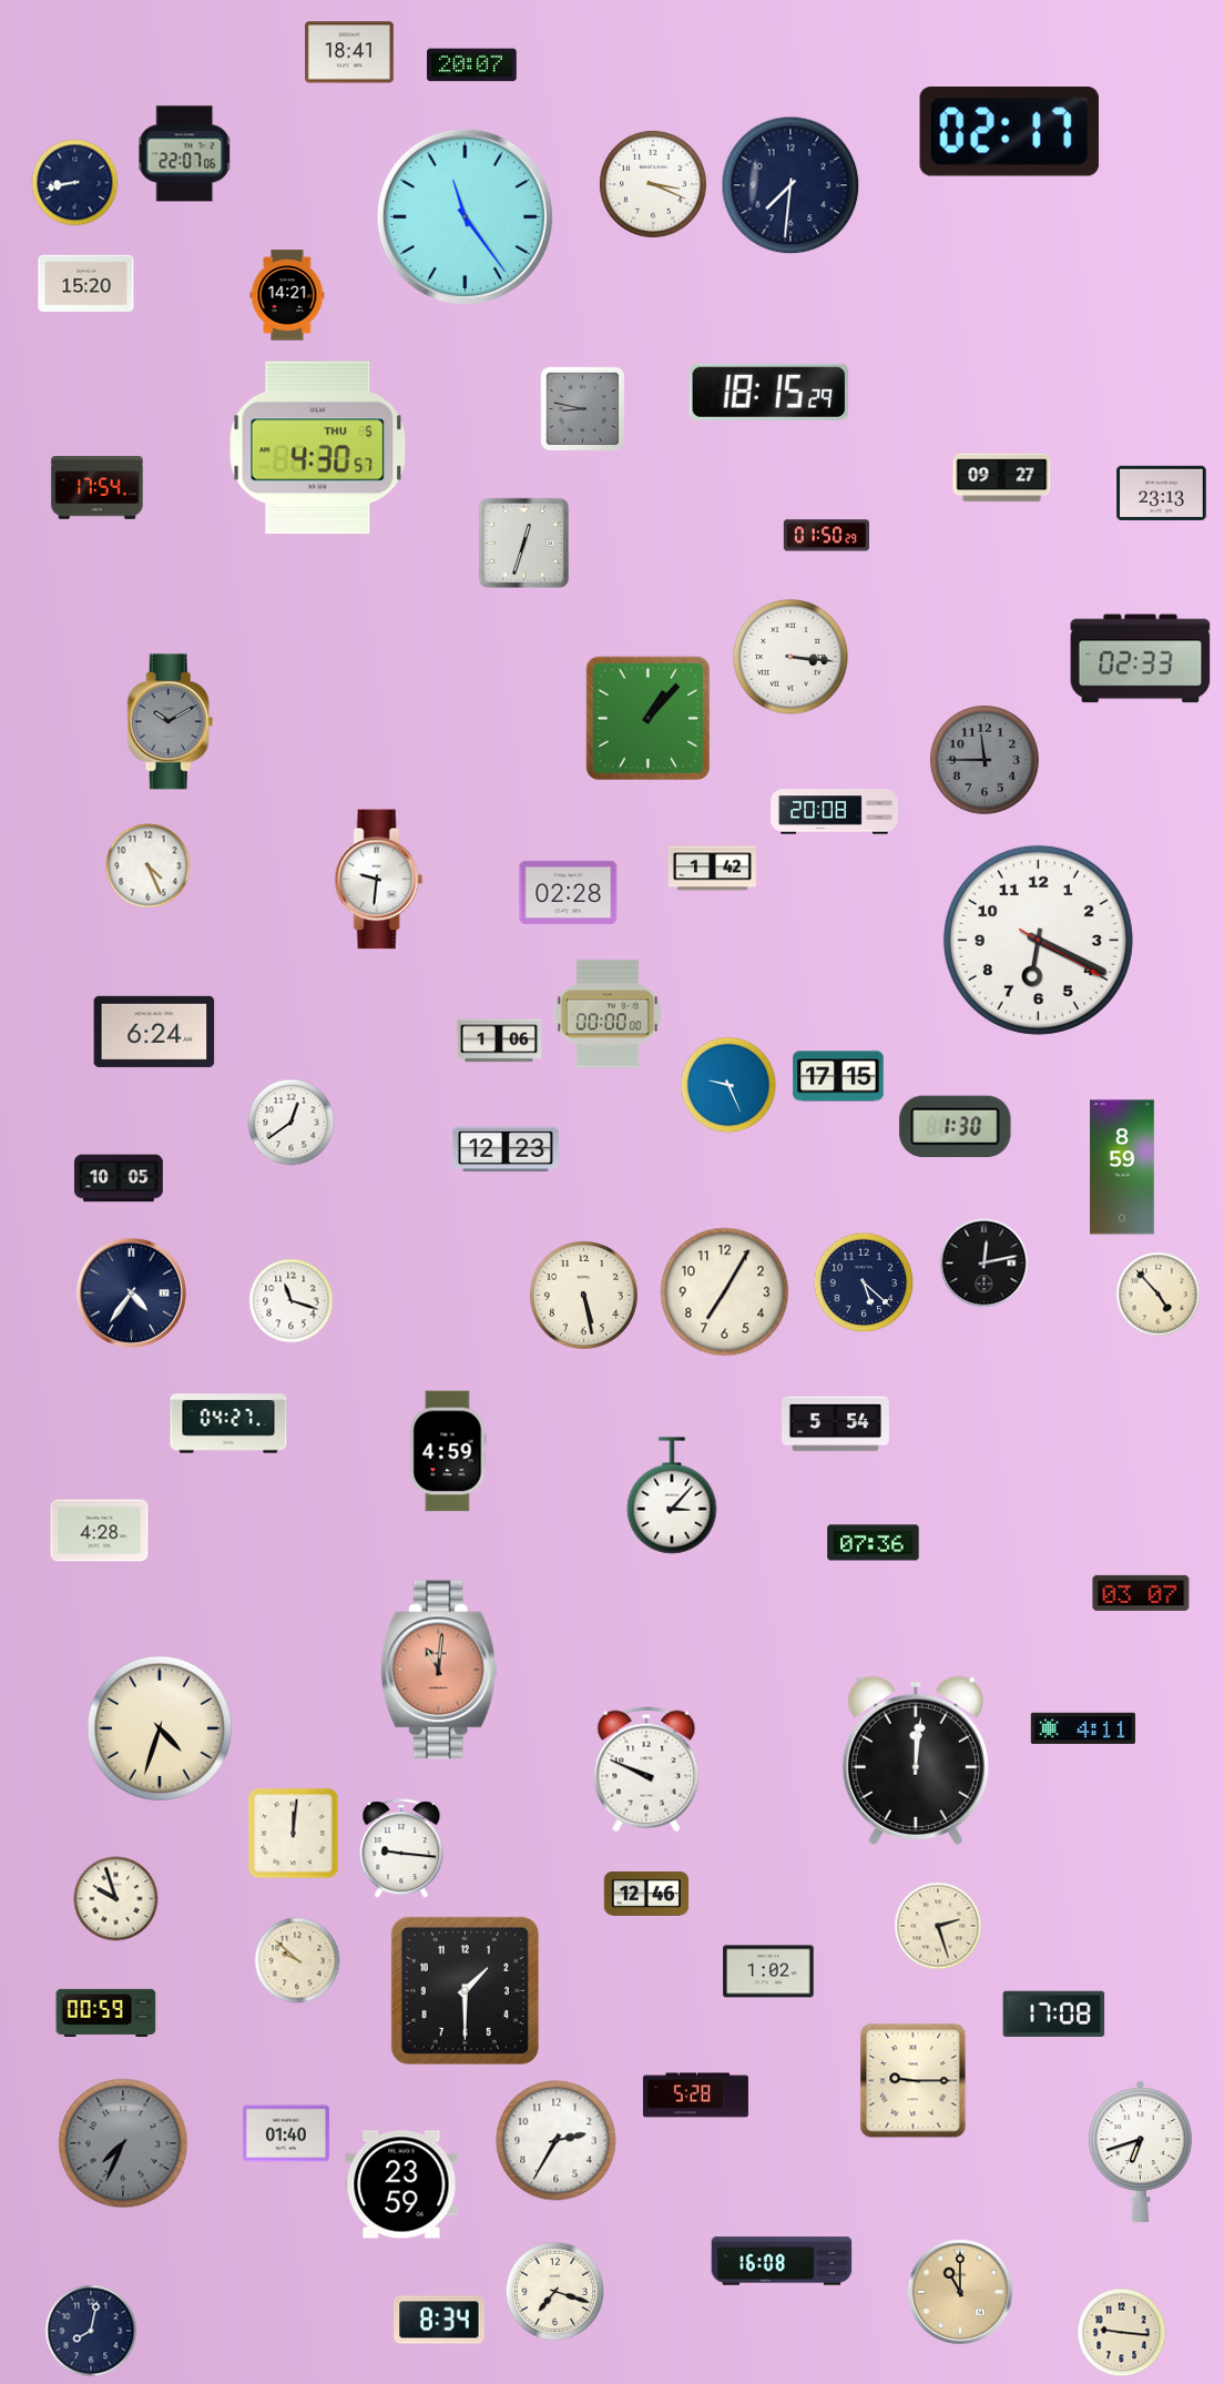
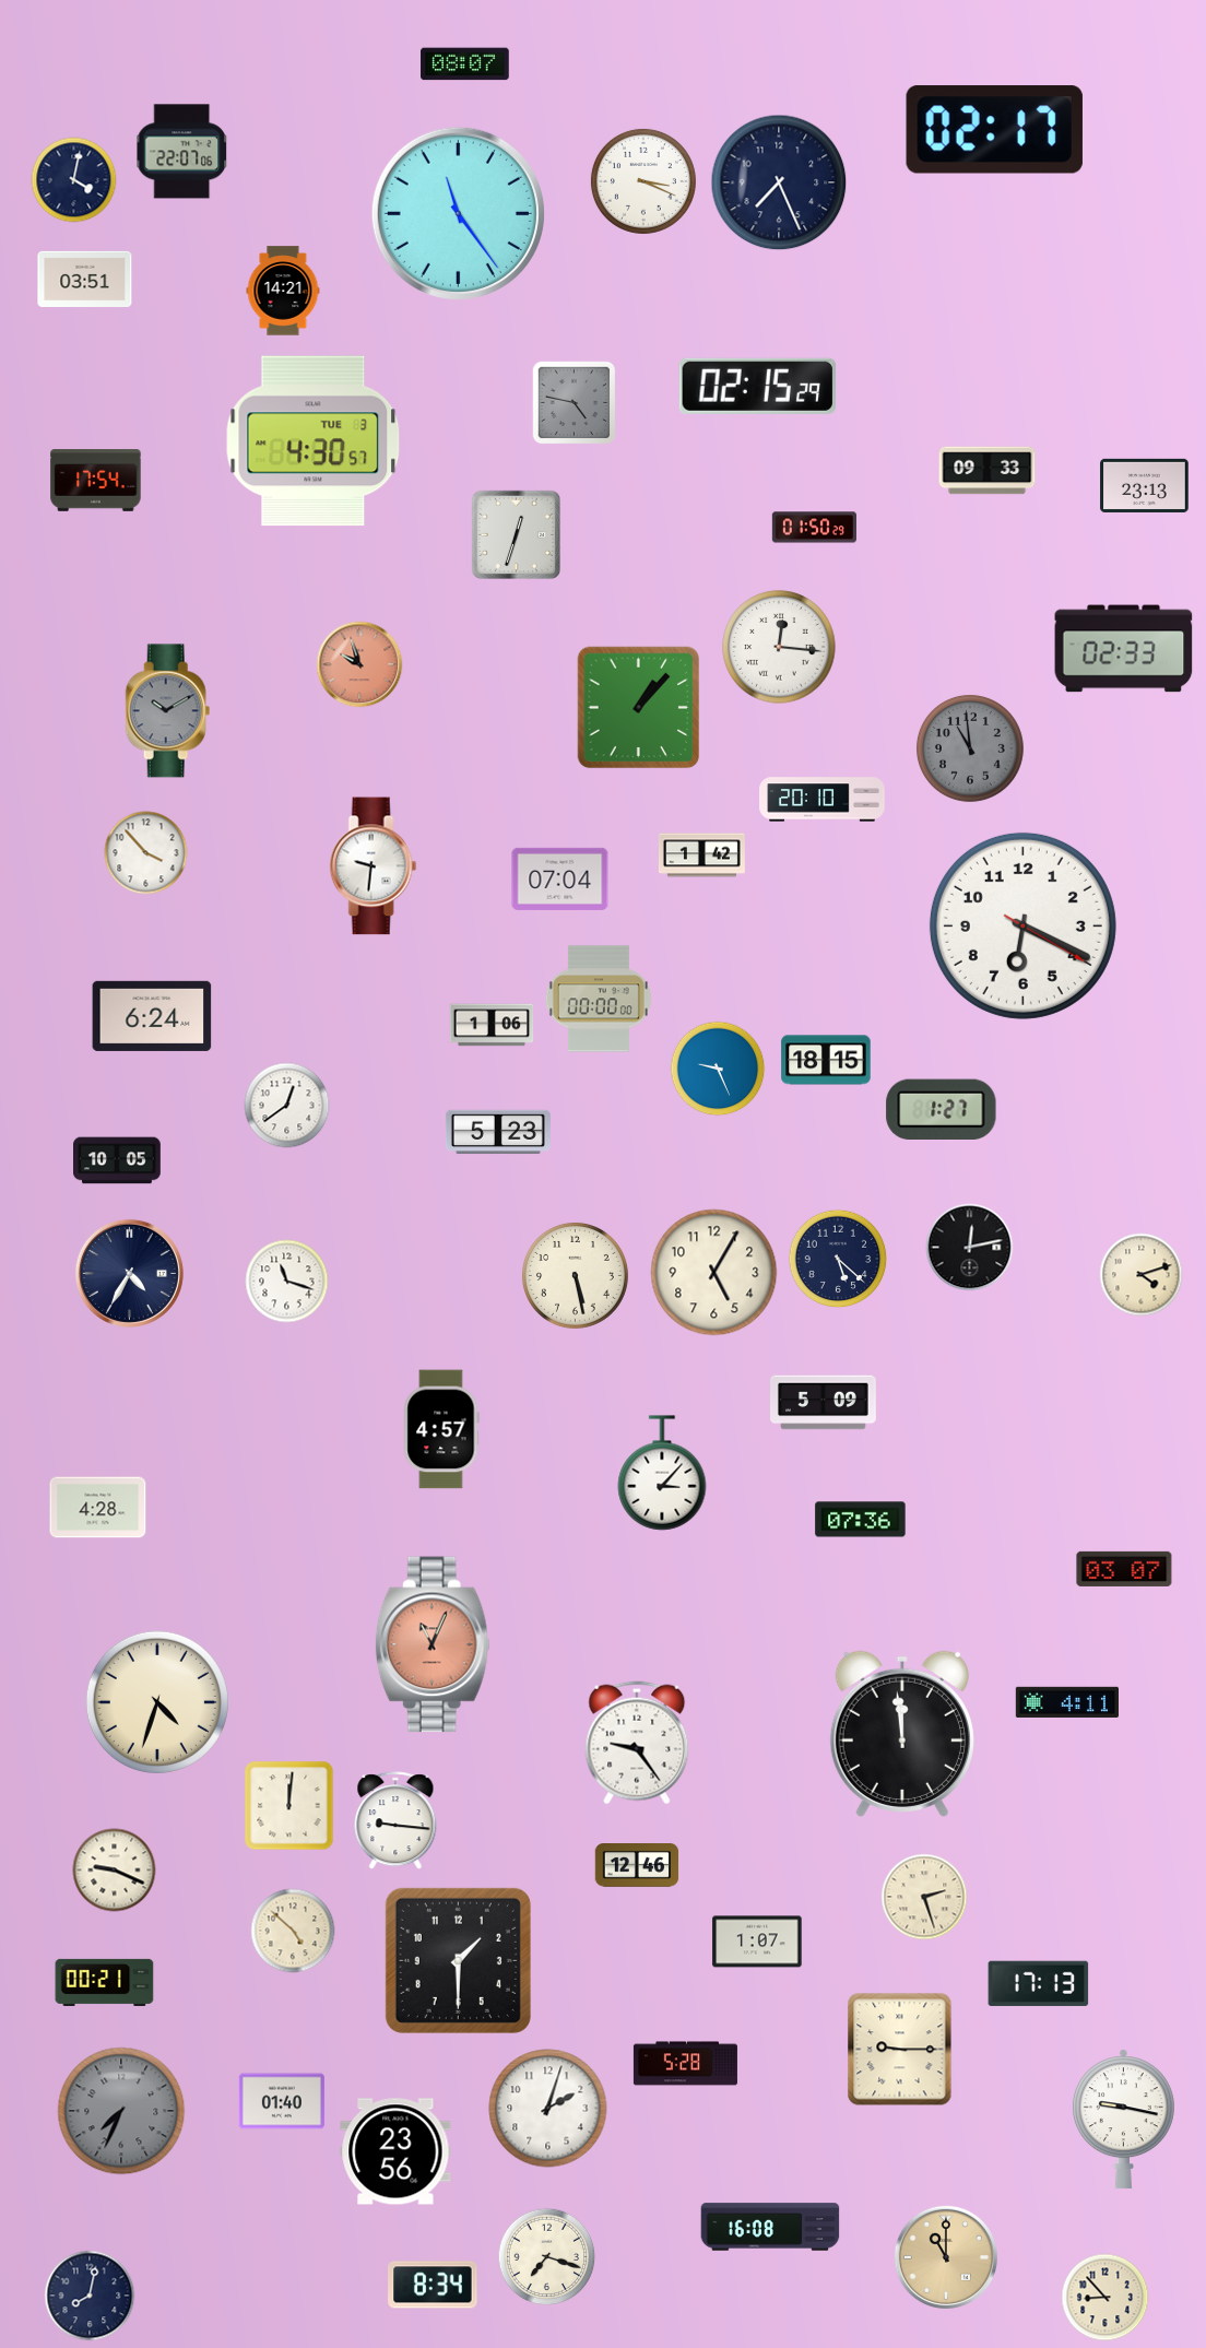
clock at (350, 52): 18:41 -> none
clock at (472, 65): 20:07 -> 08:07
clock at (75, 183): 8:43 -> 4:02
clock at (790, 185): 7:31 -> 7:26
clock at (86, 283): 15:20 -> 03:51
clock at (769, 392): 18:15 -> 02:15
clock at (583, 409): 8:47 -> 4:47
clock at (318, 448) date: THU 5 -> TUE 3
clock at (1002, 478): 09:27 -> 09:33
clock at (790, 657): 3:16 -> 12:16
clock at (359, 664): none -> 9:57
clock at (985, 760): 11:45 -> 10:59
clock at (835, 812): 20:08 -> 20:10
clock at (149, 866): 4:26 -> 3:53
clock at (569, 892): 02:28 -> 07:04
clock at (838, 1076): 17:15 -> 18:15
clock at (956, 1126): 1:30 -> 1:27
clock at (506, 1149): 12:23 -> 5:23
clock at (1122, 1167): 8:59 -> none
clock at (985, 1264) position: (985, 1264) -> (970, 1248)
clock at (864, 1282) position: (864, 1282) -> (838, 1259)
clock at (131, 1292): 4:36 -> 4:35
clock at (725, 1292): 7:05 -> 5:05
clock at (1159, 1295): 4:53 -> 4:12
clock at (228, 1423): 04:27 -> none
clock at (836, 1424): 5:54 -> 5:09
clock at (448, 1451): 4:59 -> 4:57
clock at (439, 1670): 11:01 -> 11:04
clock at (916, 1759): 12:01 -> 11:59
clock at (646, 1769): 9:49 -> 9:24
clock at (116, 1899): 9:57 -> 9:19
clock at (297, 1960): 9:52 -> 4:52
clock at (768, 1971): 1:02 -> 1:07
clock at (106, 2012): 00:59 -> 00:21
clock at (1054, 2013): 17:08 -> 17:13
clock at (557, 2141): 2:35 -> 2:03
clock at (1140, 2152): 6:42 -> 9:17
clock at (401, 2184): 23:59 -> 23:56
clock at (1122, 2333): 9:16 -> 8:53
